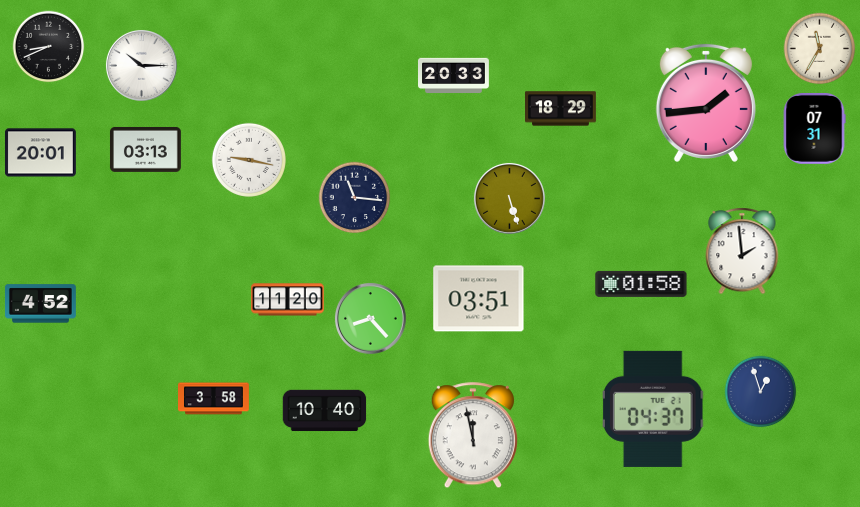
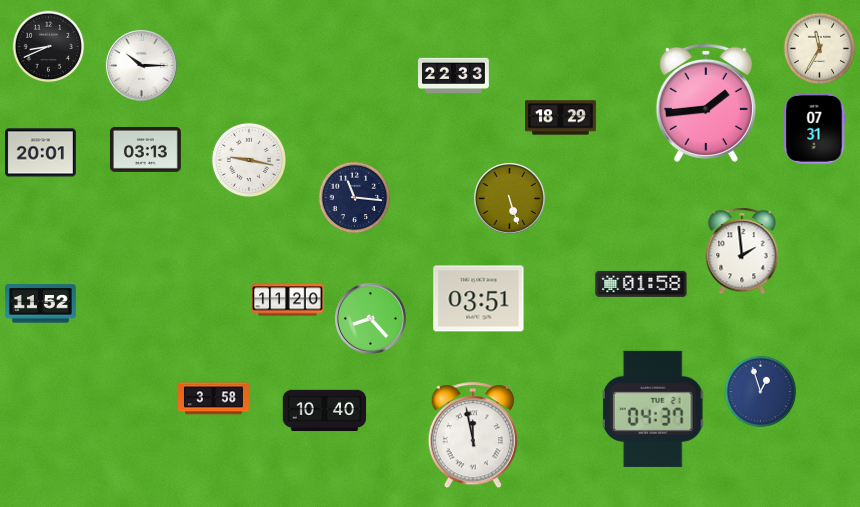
clock at (454, 76): 20:33 -> 22:33
clock at (561, 109) position: (561, 109) -> (561, 118)
clock at (40, 304): 4:52 -> 11:52
